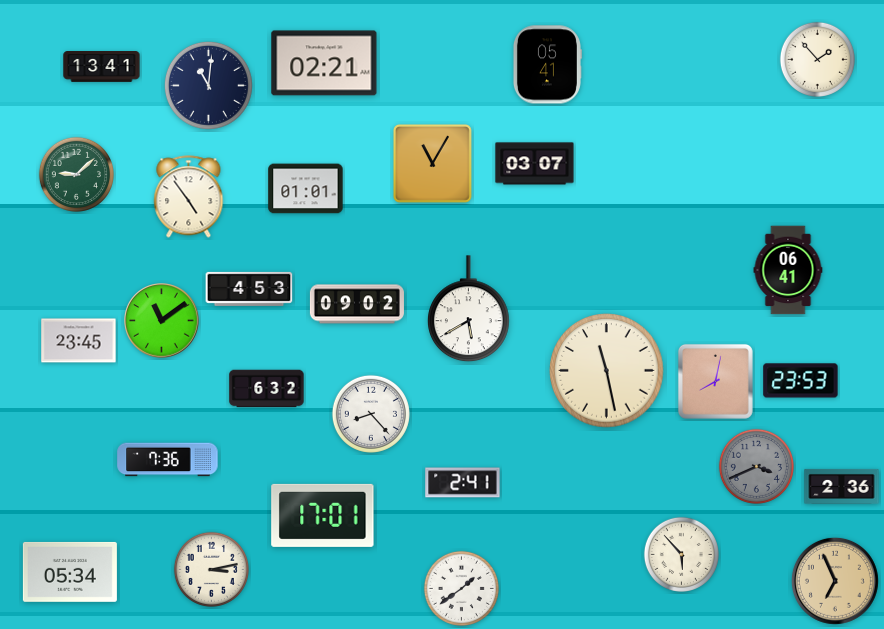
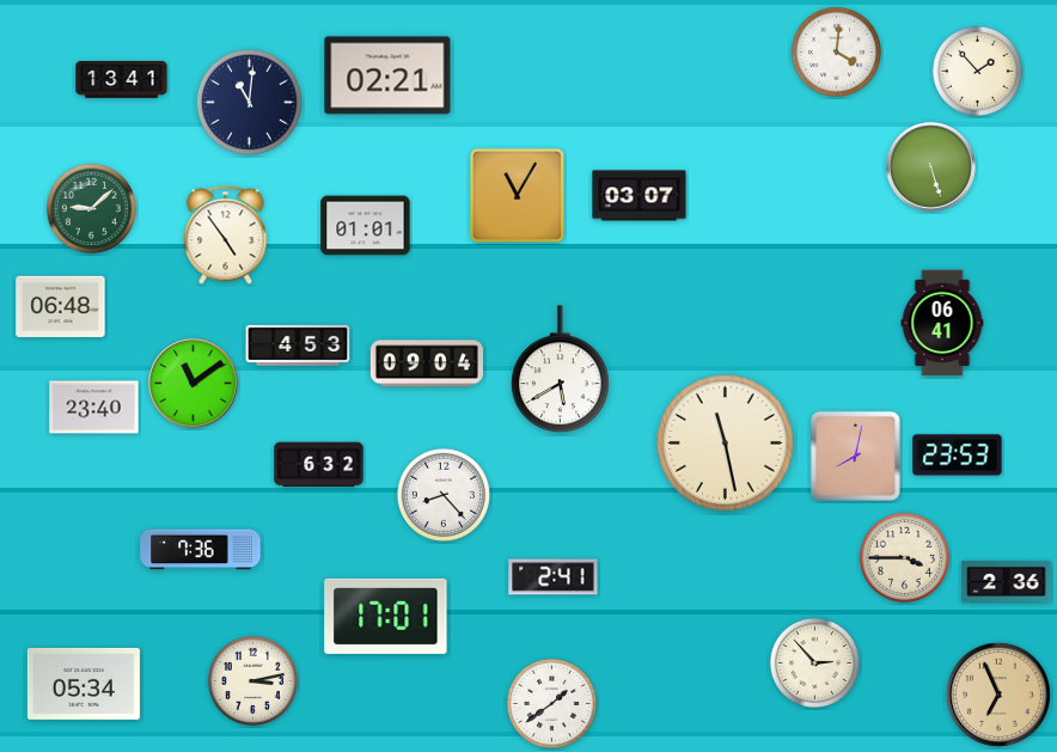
clock at (836, 51): none -> 4:01
clock at (547, 65): 05:41 -> none
clock at (931, 167): none -> 5:27
clock at (61, 306): none -> 06:48
clock at (357, 304): 09:02 -> 09:04
clock at (79, 341): 23:45 -> 23:40
clock at (756, 466): 3:41 -> 3:45
clock at (756, 466) dial: grey -> cream
clock at (681, 554): 5:53 -> 2:53
